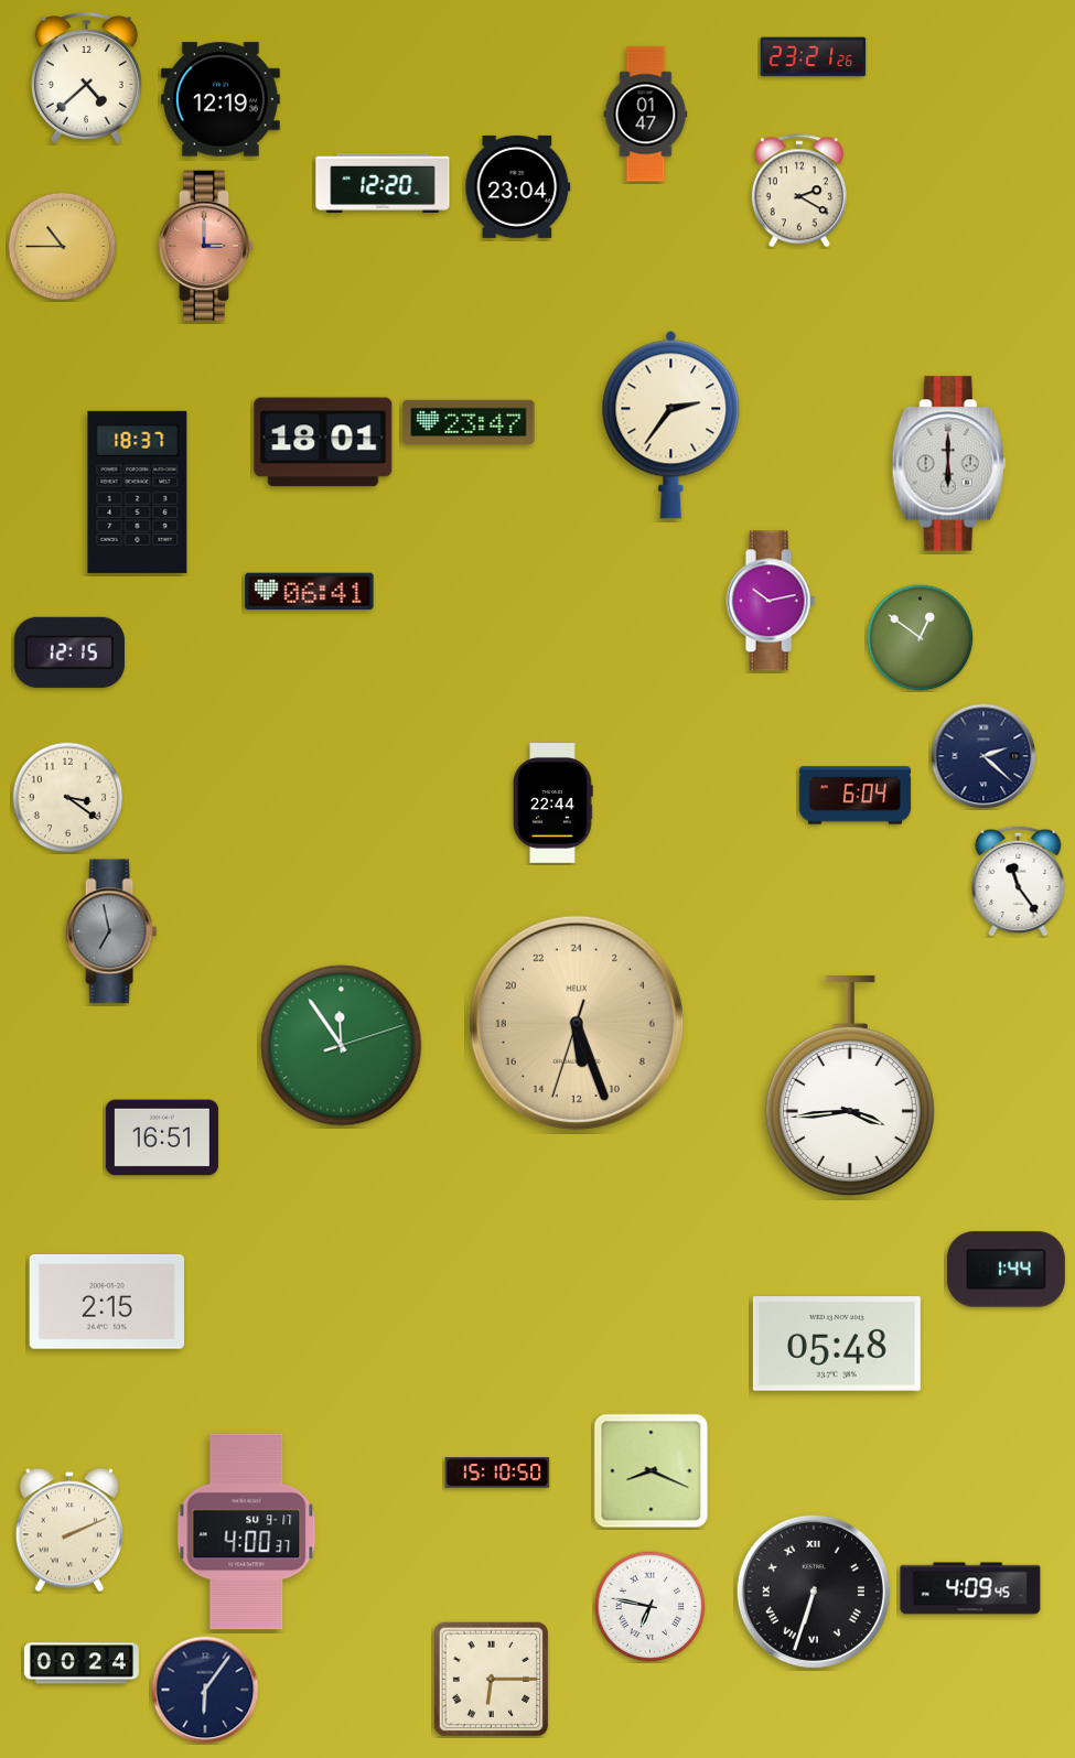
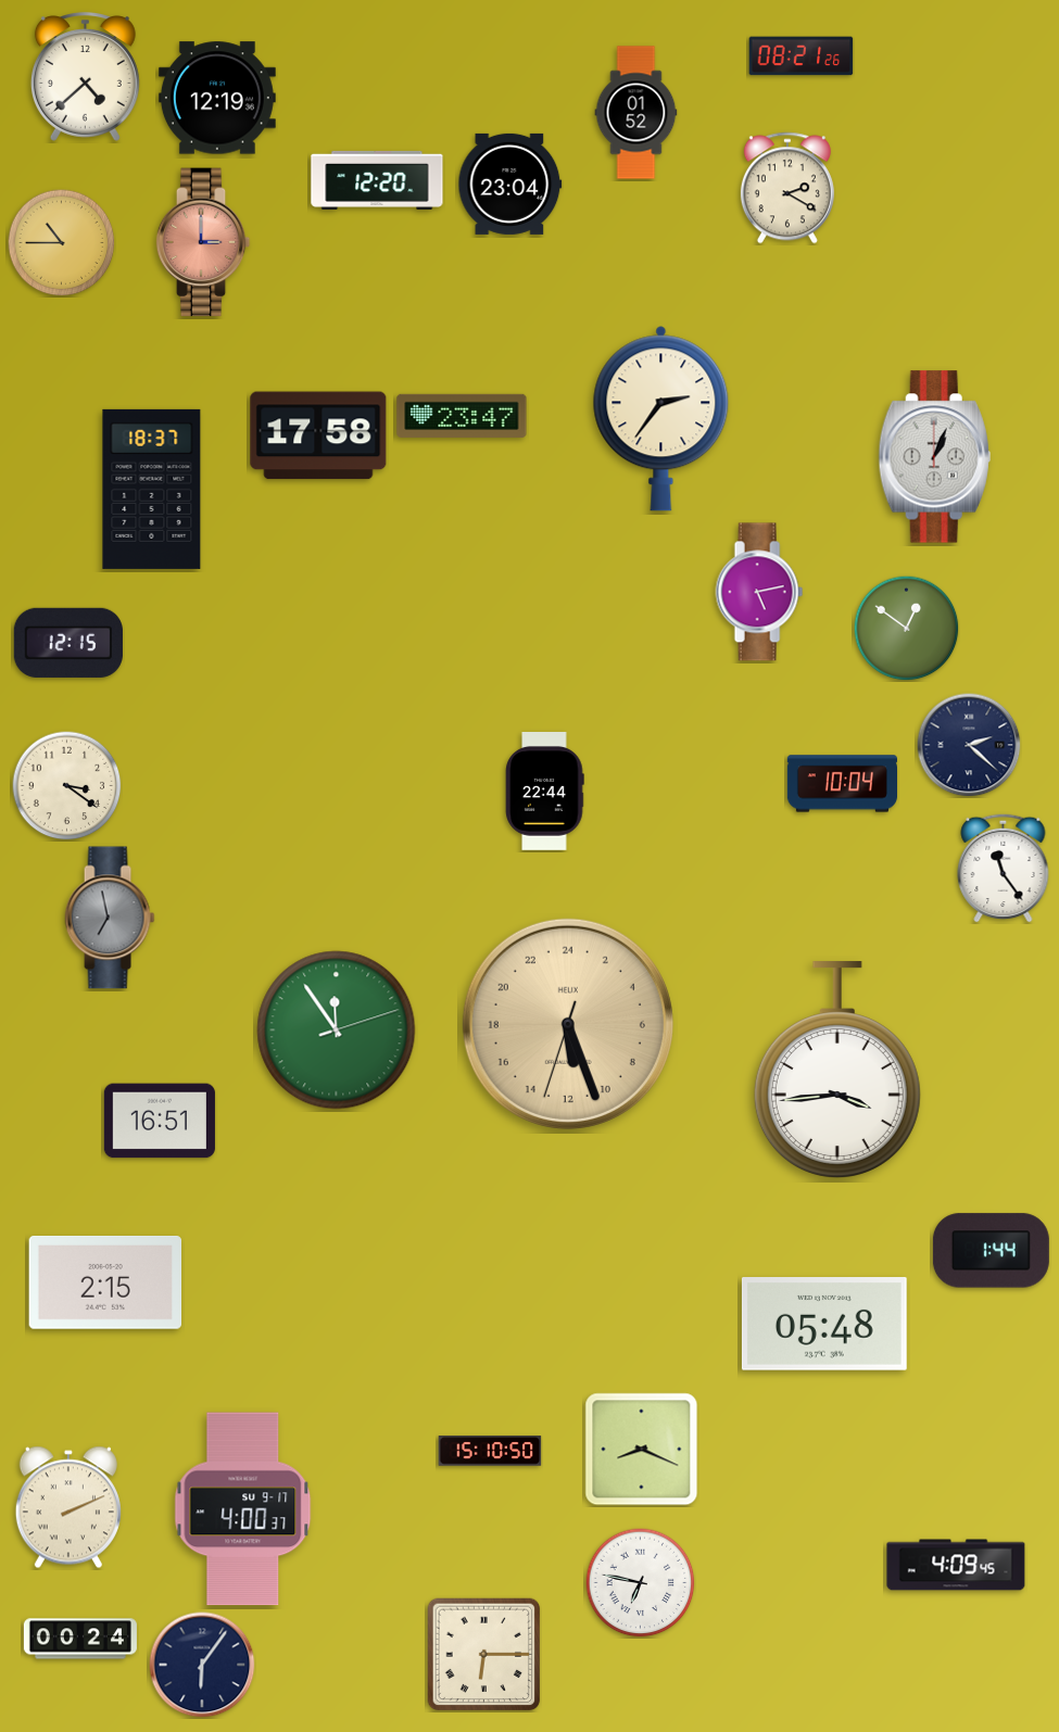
clock at (814, 57): 23:21 -> 08:21
clock at (646, 115): 01:47 -> 01:52
clock at (323, 442): 18:01 -> 17:58
clock at (948, 464): 6:00 -> 1:04
clock at (138, 492) position: (138, 492) -> (152, 489)
clock at (310, 592): 06:41 -> none
clock at (771, 601): 10:13 -> 5:13
clock at (854, 796): 6:04 -> 10:04
clock at (577, 1023) position: (577, 1023) -> (568, 1024)
clock at (814, 1592): 6:33 -> none
